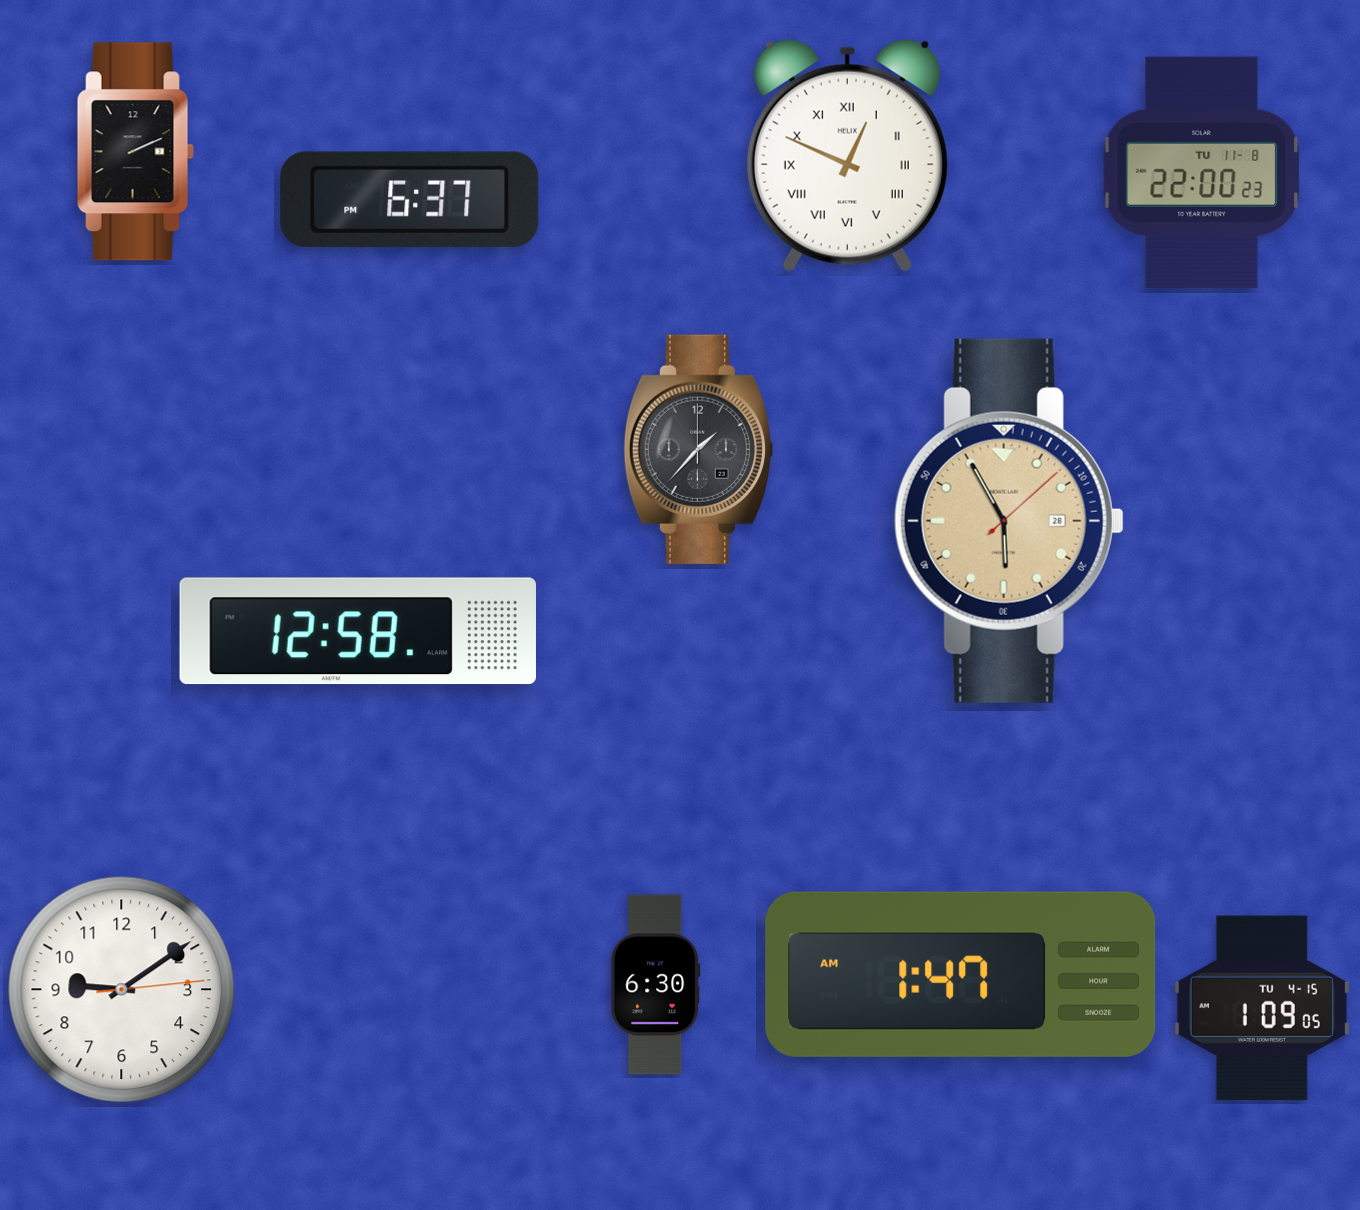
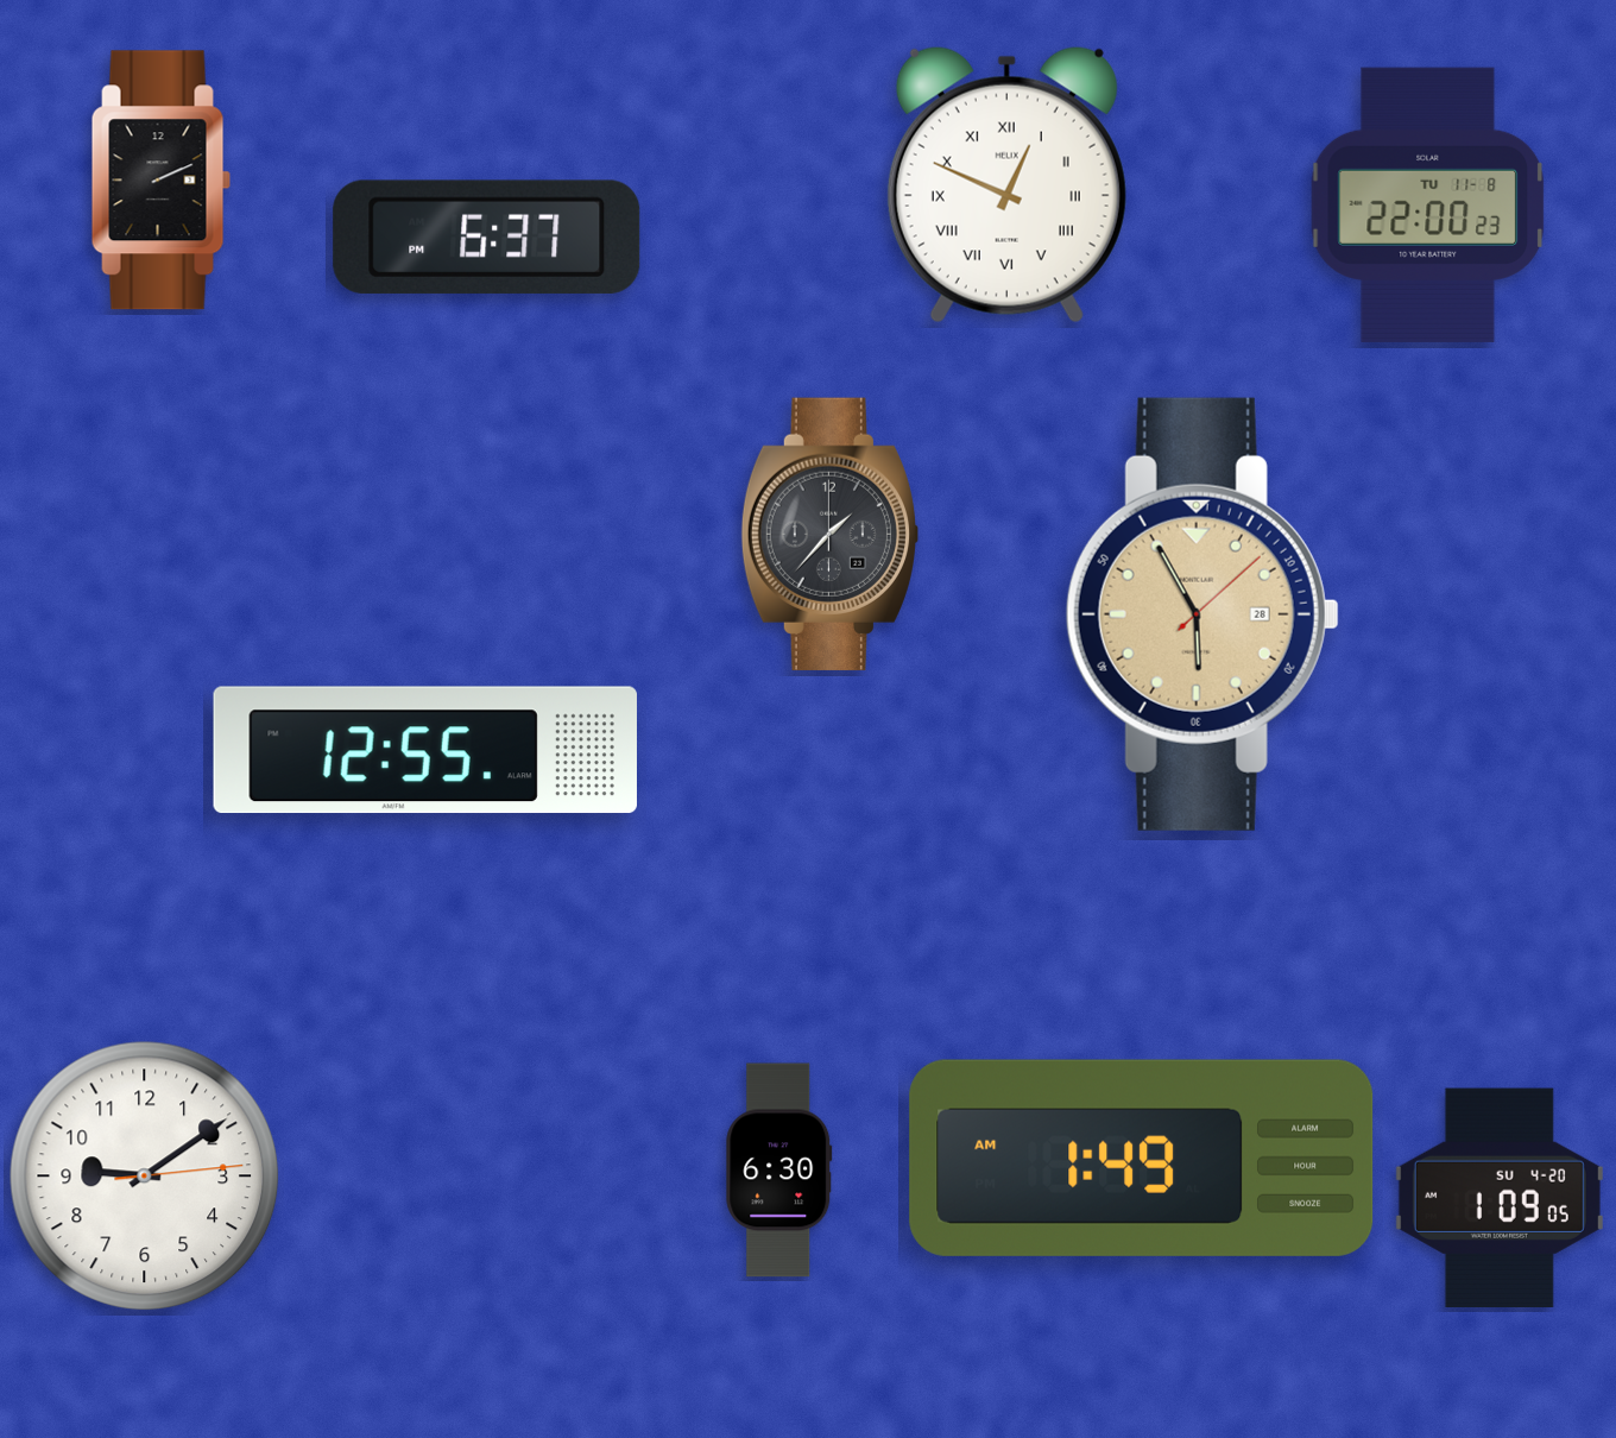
clock at (1009, 521) position: (1009, 521) -> (1202, 614)
clock at (358, 631): 12:58 -> 12:55
clock at (961, 974): 1:47 -> 1:49
clock at (1262, 1007) date: TU 4-15 -> SU 4-20
